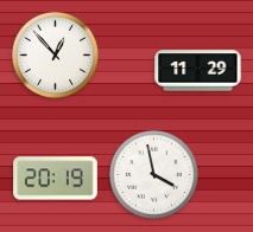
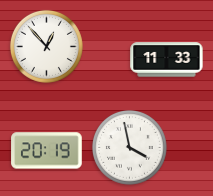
clock at (198, 71): 11:29 -> 11:33
